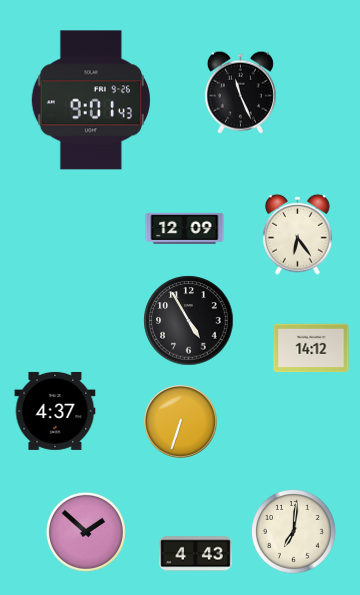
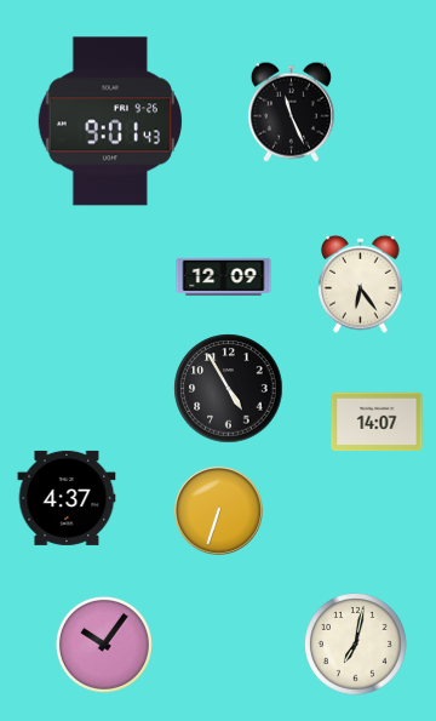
clock at (311, 348): 14:12 -> 14:07
clock at (86, 532): 1:52 -> 10:06
clock at (294, 532): 7:01 -> 7:02
clock at (196, 554): 4:43 -> none
